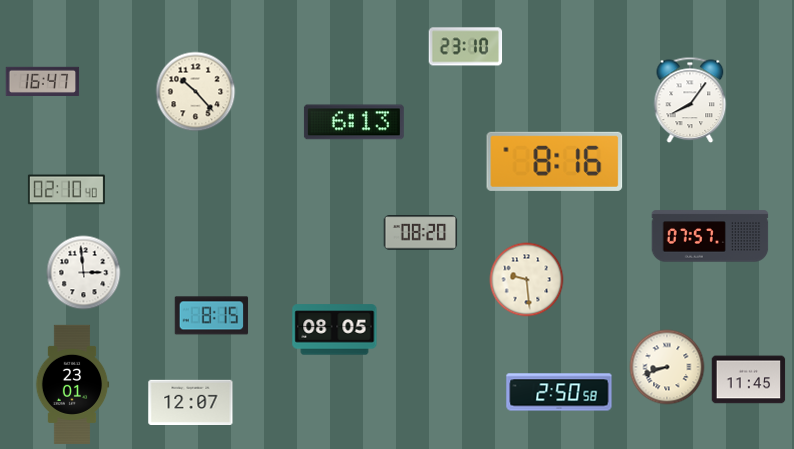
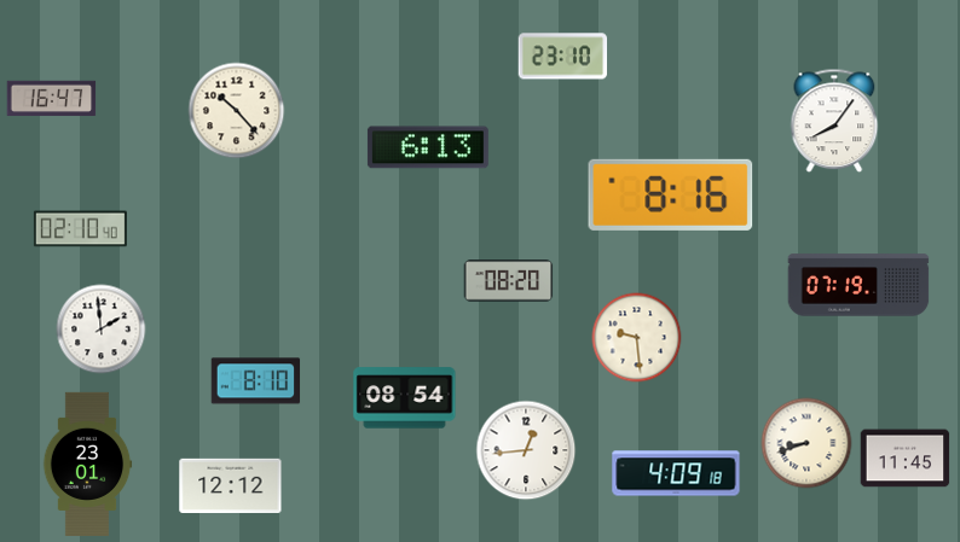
clock at (710, 236): 07:57 -> 07:19
clock at (84, 273): 2:59 -> 1:59
clock at (212, 316): 8:15 -> 8:10
clock at (335, 330): 08:05 -> 08:54
clock at (526, 450): none -> 12:44
clock at (559, 392): 2:50 -> 4:09
clock at (191, 402): 12:07 -> 12:12
